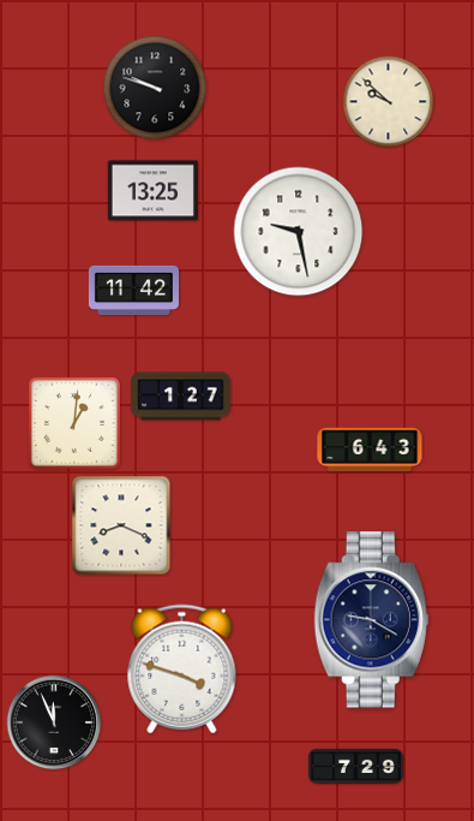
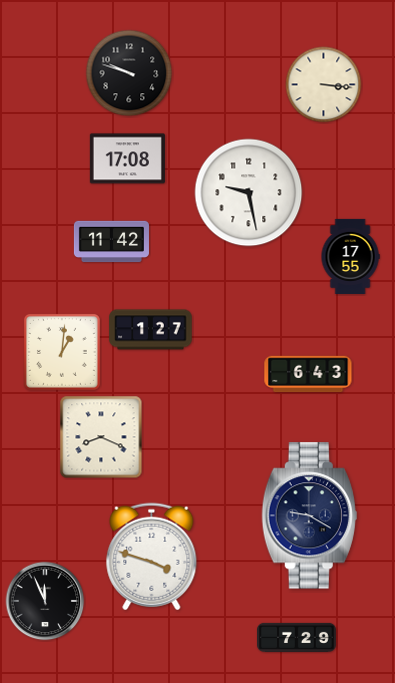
clock at (389, 102): 9:52 -> 3:16
clock at (152, 191): 13:25 -> 17:08
clock at (350, 256): none -> 17:55
